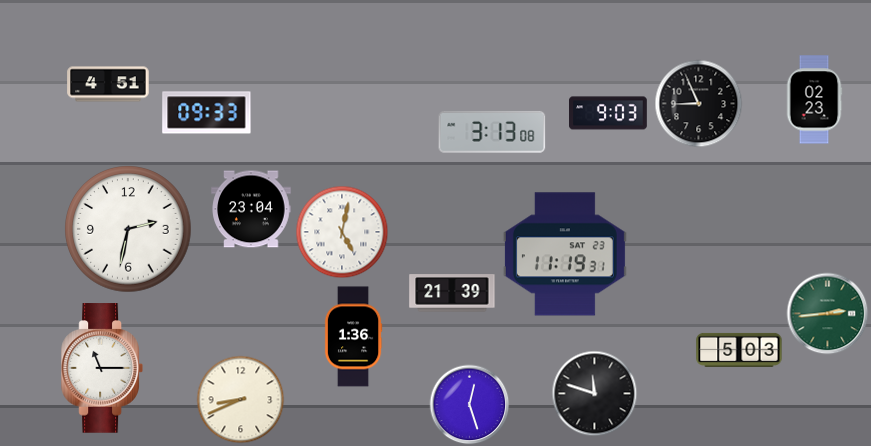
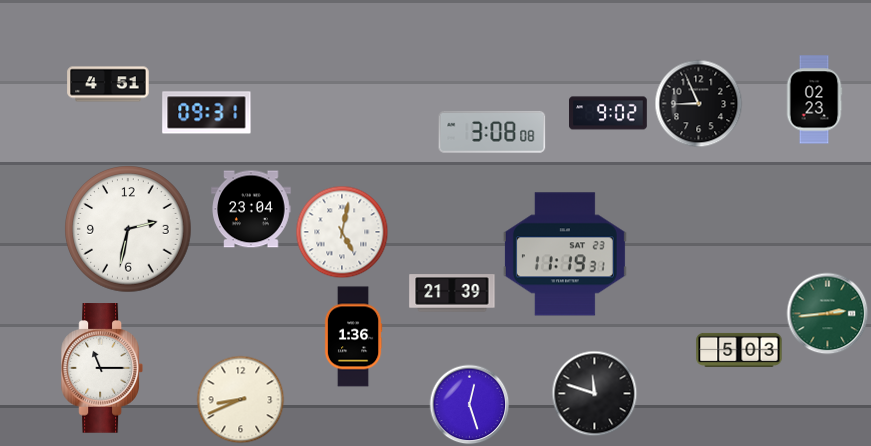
clock at (207, 113): 09:33 -> 09:31
clock at (609, 113): 9:03 -> 9:02
clock at (492, 132): 3:13 -> 3:08
